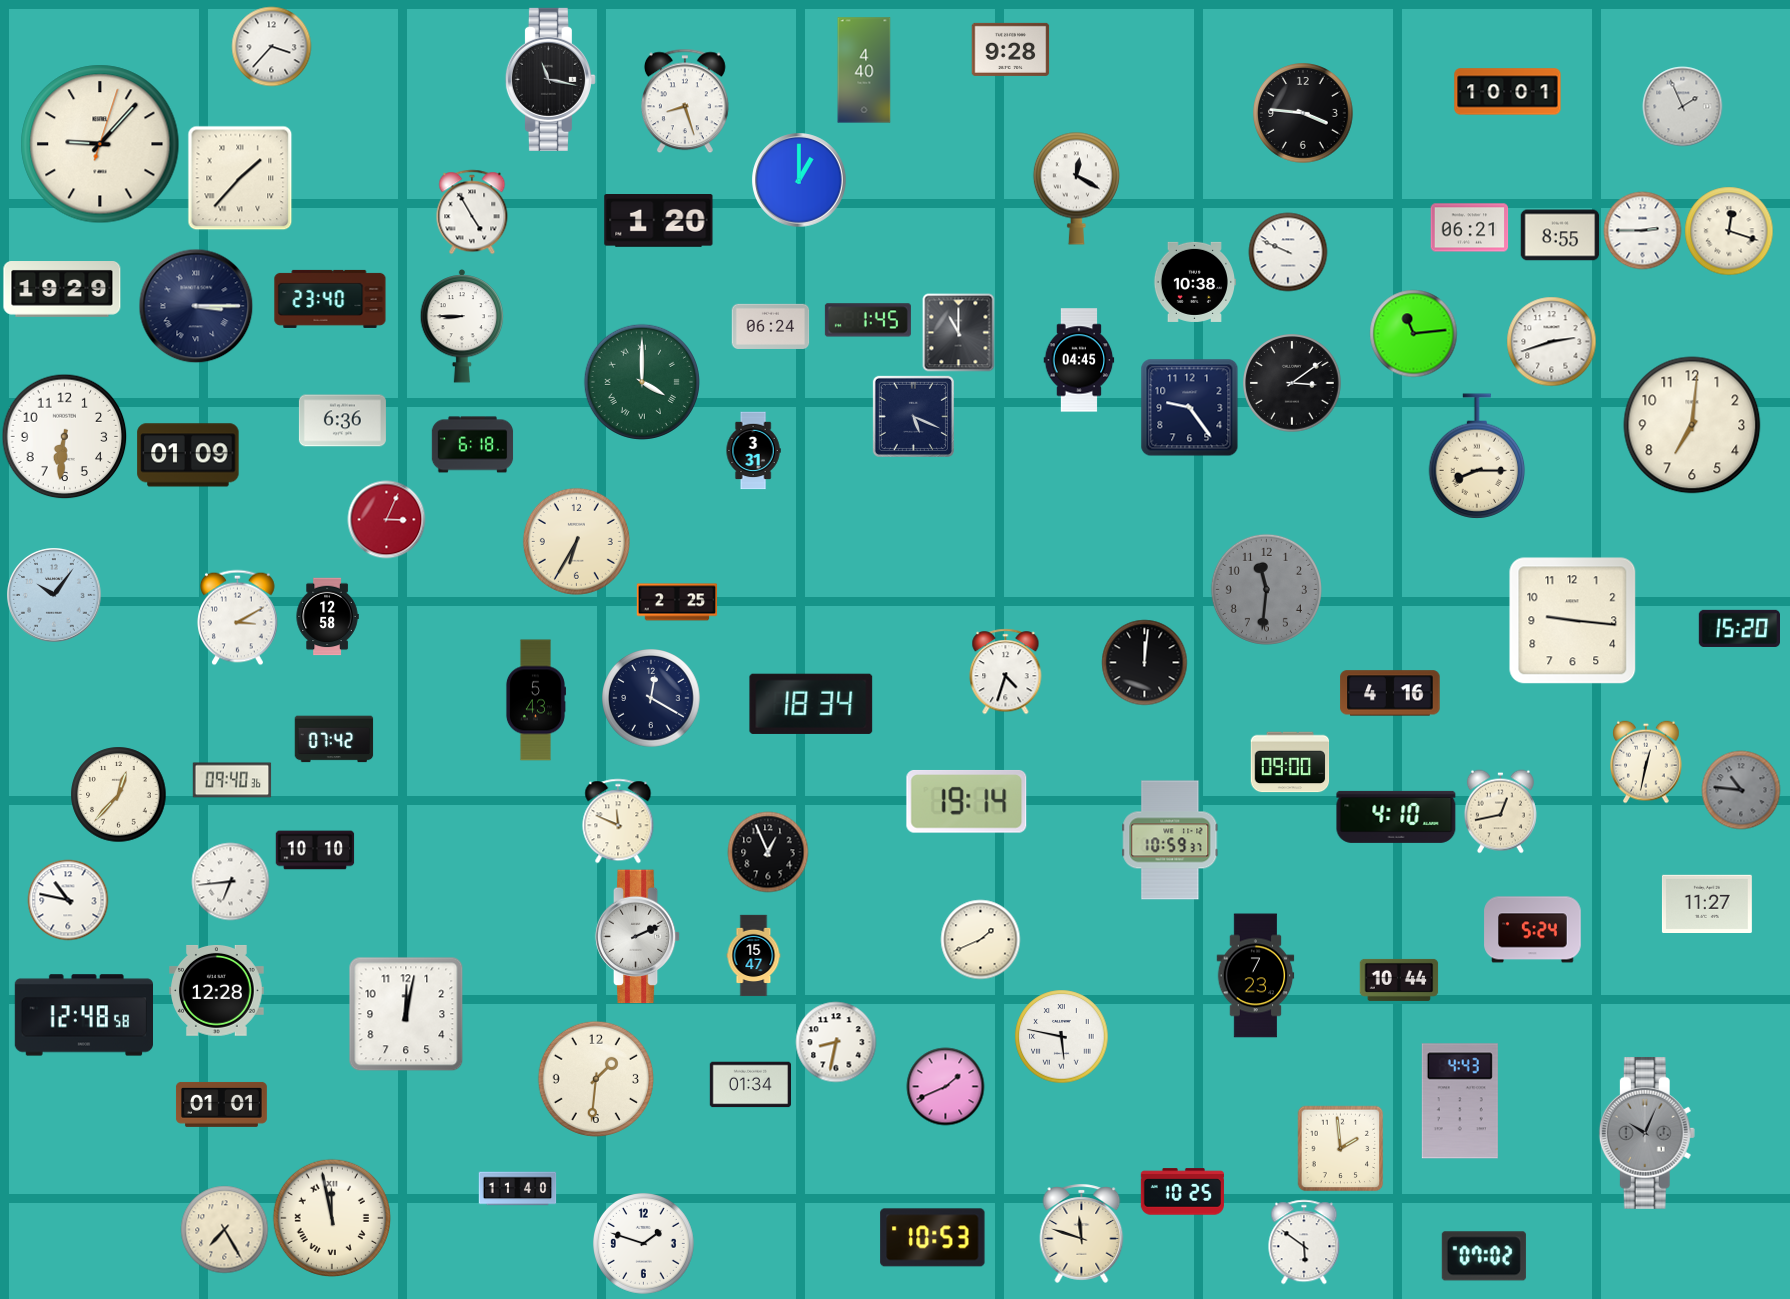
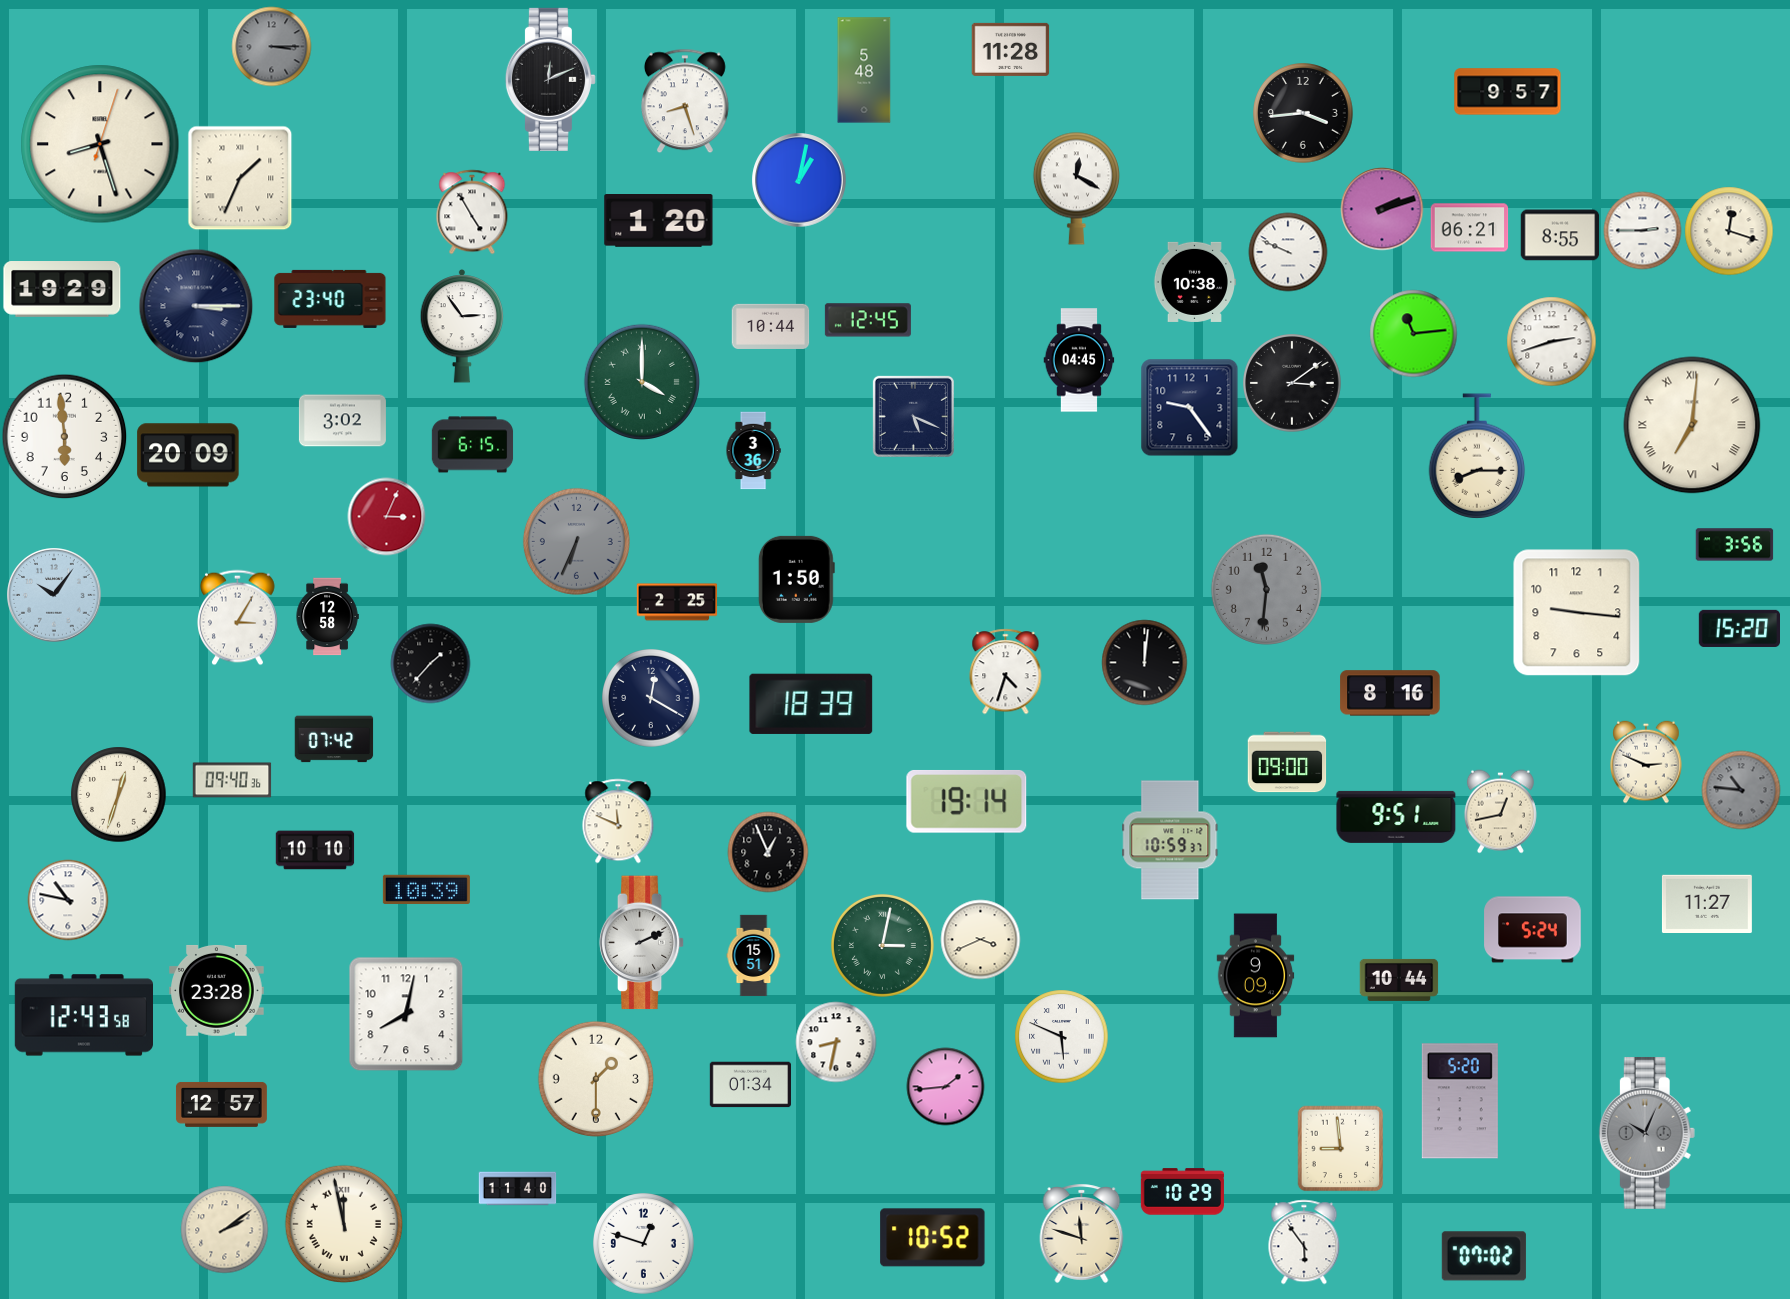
clock at (271, 46): 3:37 -> 3:15
clock at (271, 46) dial: white -> grey
clock at (1010, 49): 9:28 -> 11:28
clock at (864, 70): 4:40 -> 5:48
clock at (550, 79): 11:17 -> 12:11
clock at (1508, 92): 10:01 -> 9:57
clock at (1682, 106): 1:56 -> none
clock at (1304, 114): 3:46 -> 3:44
clock at (100, 144): 9:07 -> 8:27
clock at (240, 178): 1:37 -> 1:34
clock at (799, 180): 1:00 -> 1:02
clock at (1382, 209): none -> 2:12
clock at (868, 320): 1:45 -> 12:45
clock at (770, 326): 06:24 -> 10:44
clock at (462, 327): 8:45 -> 2:54
clock at (959, 332): 11:00 -> none
clock at (342, 421): 6:36 -> 3:02
clock at (1692, 425) numerals: Arabic -> Roman
clock at (64, 436): 6:31 -> 5:59
clock at (472, 445): 6:18 -> 6:15
clock at (753, 450): 3:31 -> 3:36
clock at (188, 455): 01:09 -> 20:09
clock at (386, 519) position: (386, 519) -> (386, 516)
clock at (576, 541): 6:35 -> 6:34
clock at (576, 541) dial: cream -> grey
clock at (1734, 545): none -> 3:56
clock at (796, 579): none -> 1:50
clock at (238, 617): 3:10 -> 3:05
clock at (1573, 621) position: (1573, 621) -> (1577, 613)
clock at (430, 663): none -> 1:37
clock at (1390, 693): 4:16 -> 8:16
clock at (535, 700): 5:43 -> none
clock at (811, 704): 18:34 -> 18:39
clock at (1290, 762) position: (1290, 762) -> (1287, 762)
clock at (1646, 762): 12:32 -> 2:49
clock at (118, 794): 12:37 -> 12:33
clock at (1396, 817): 4:10 -> 9:51
clock at (230, 881): 6:44 -> none
clock at (426, 889): none -> 10:39
clock at (638, 937) position: (638, 937) -> (642, 943)
clock at (980, 939): 1:41 -> 3:41
clock at (882, 945): none -> 3:02
clock at (754, 955): 15:47 -> 15:51
clock at (1256, 976): 7:23 -> 9:09
clock at (217, 990): 12:28 -> 23:28
clock at (406, 1014): 12:02 -> 8:02
clock at (83, 1015): 12:48 -> 12:43
clock at (1061, 1036): 5:47 -> 5:49
clock at (596, 1079): 1:31 -> 1:30
clock at (945, 1086): 1:41 -> 1:44
clock at (1460, 1101): 4:43 -> 5:20
clock at (221, 1104): 01:01 -> 12:57
clock at (1340, 1148): 1:59 -> 8:59
clock at (1182, 1192): 10:25 -> 10:29
clock at (331, 1217) position: (331, 1217) -> (343, 1223)
clock at (224, 1229): 7:25 -> 2:09
clock at (933, 1238): 10:53 -> 10:52
clock at (1304, 1242): 5:51 -> 5:54
clock at (644, 1244): 1:48 -> 12:48
